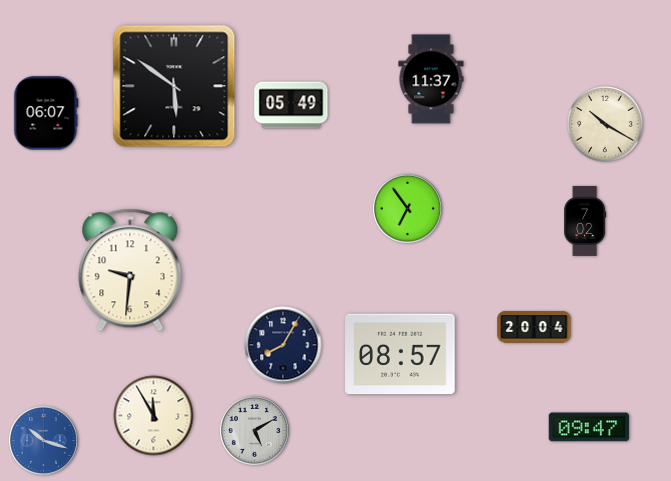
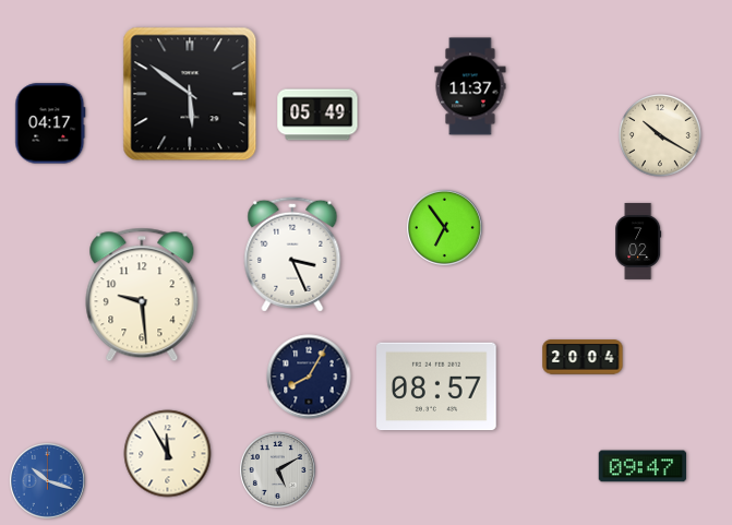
clock at (46, 113): 06:07 -> 04:17
clock at (292, 254): none -> 3:26
clock at (130, 270): 9:31 -> 9:29
